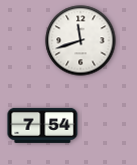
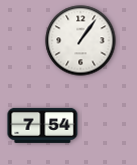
clock at (81, 41): 11:42 -> 1:06
